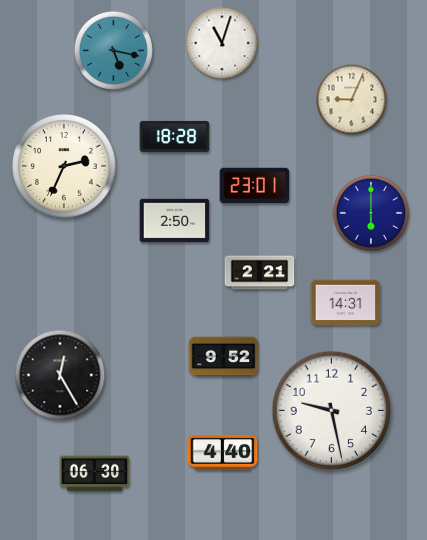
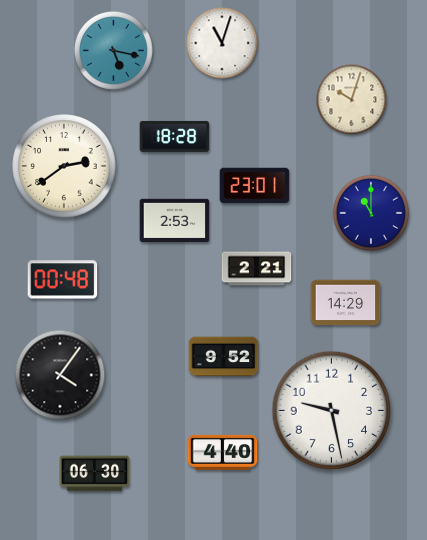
clock at (352, 100): 9:04 -> 10:03
clock at (64, 166): 2:34 -> 2:39
clock at (371, 213): 6:00 -> 11:00
clock at (175, 221): 2:50 -> 2:53
clock at (260, 273) position: (260, 273) -> (257, 269)
clock at (63, 280): none -> 00:48
clock at (346, 303): 14:31 -> 14:29
clock at (60, 375): 12:25 -> 4:06
